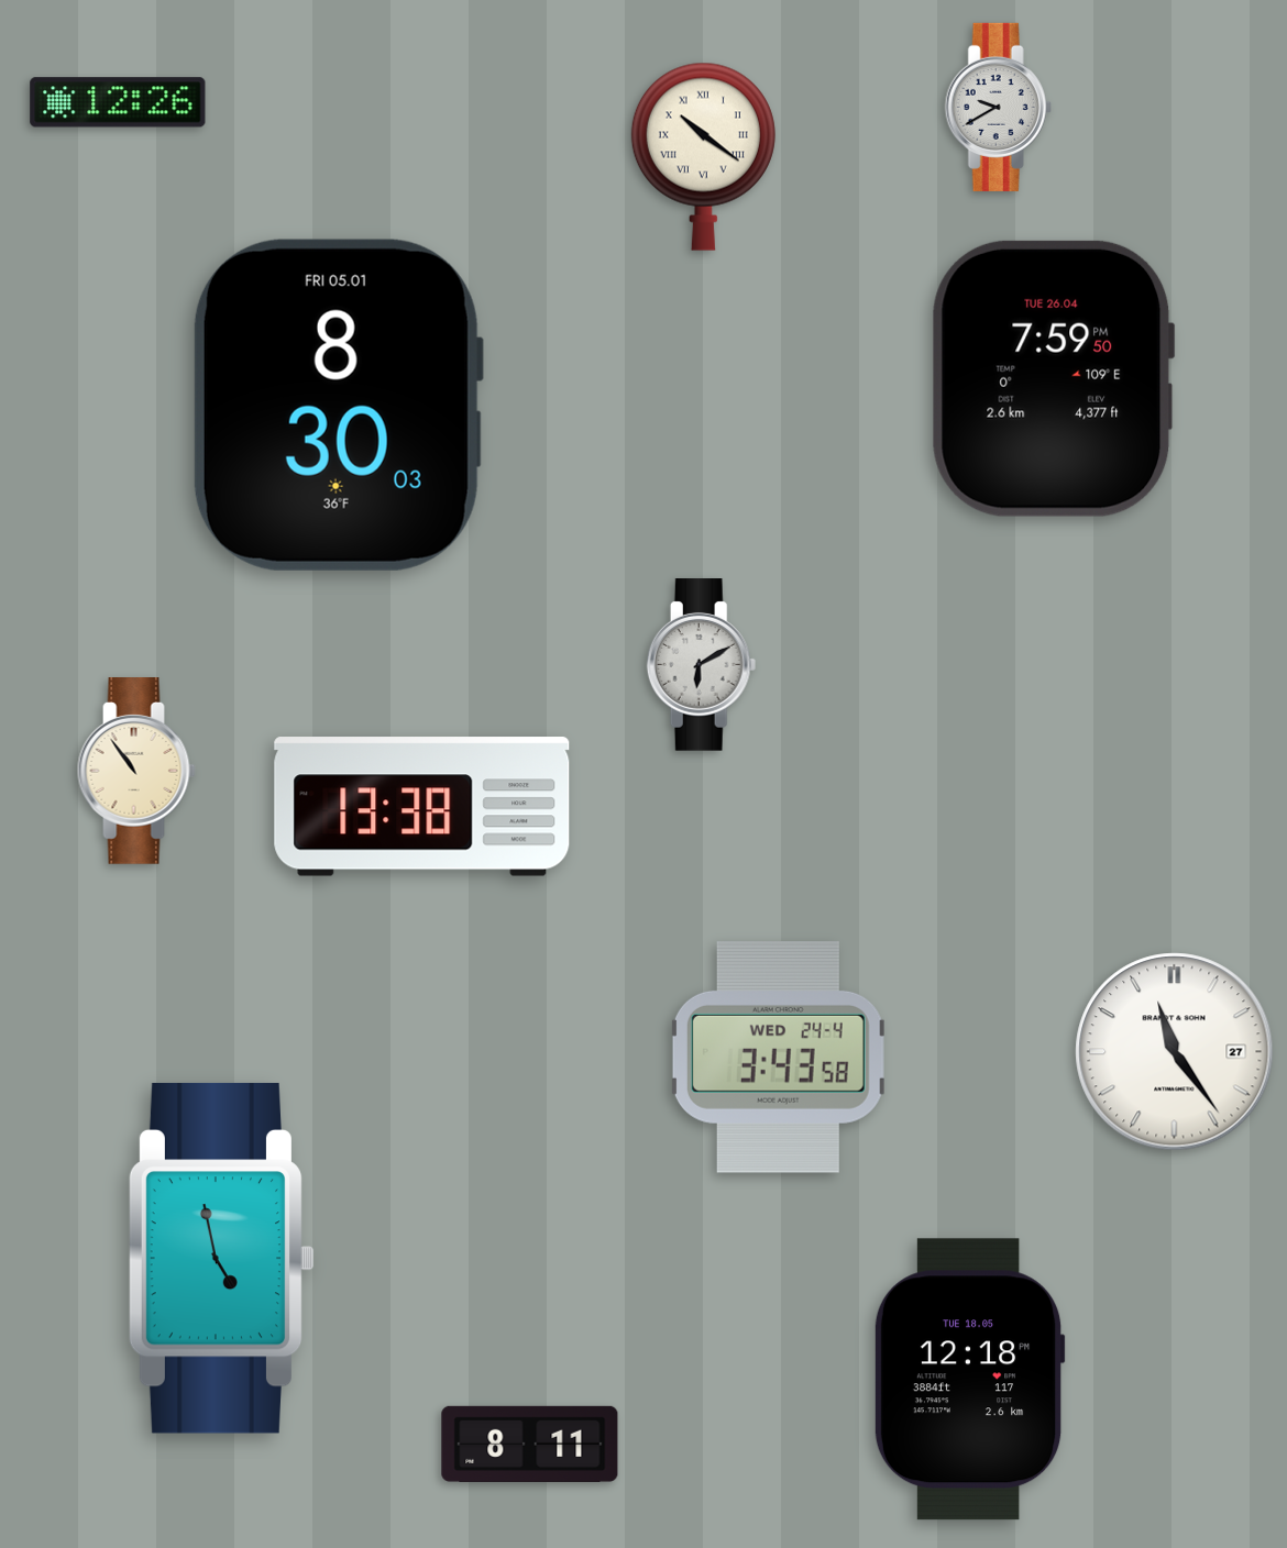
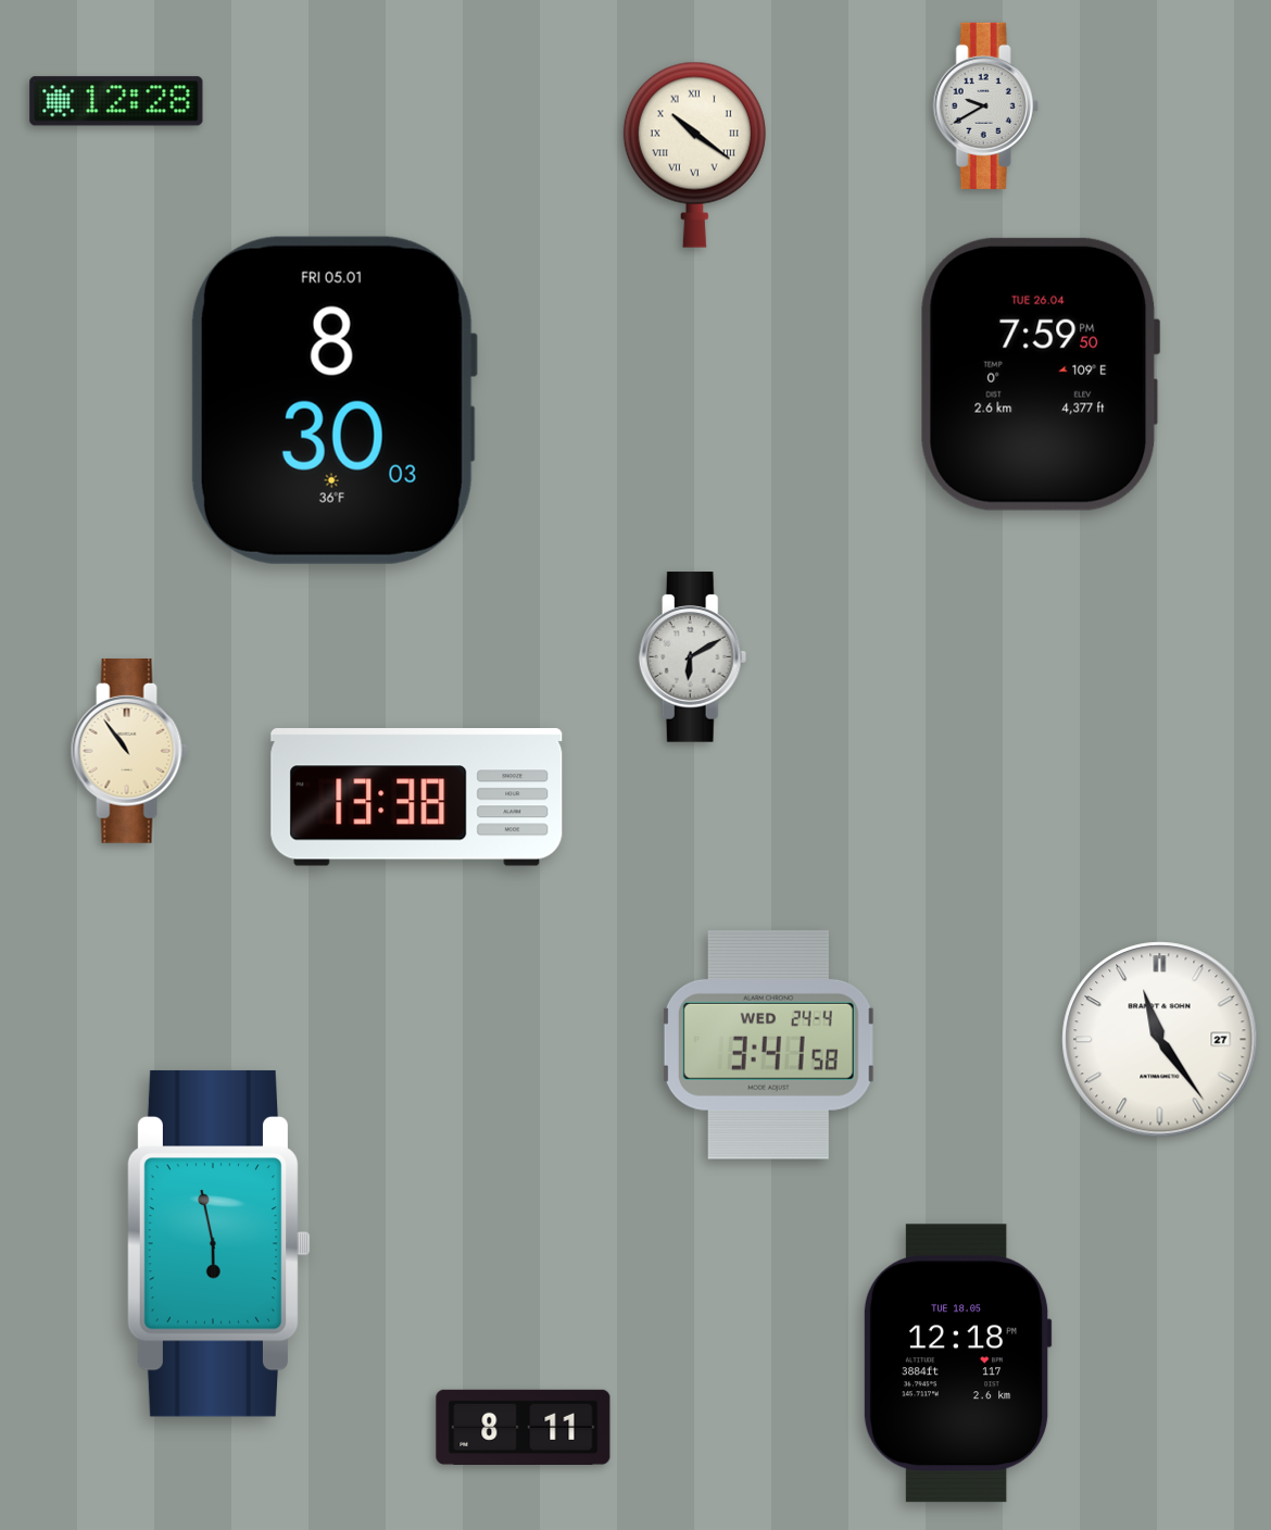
clock at (118, 102): 12:26 -> 12:28
clock at (136, 772) position: (136, 772) -> (129, 752)
clock at (778, 1058): 3:43 -> 3:41
clock at (221, 1258): 4:58 -> 5:58
